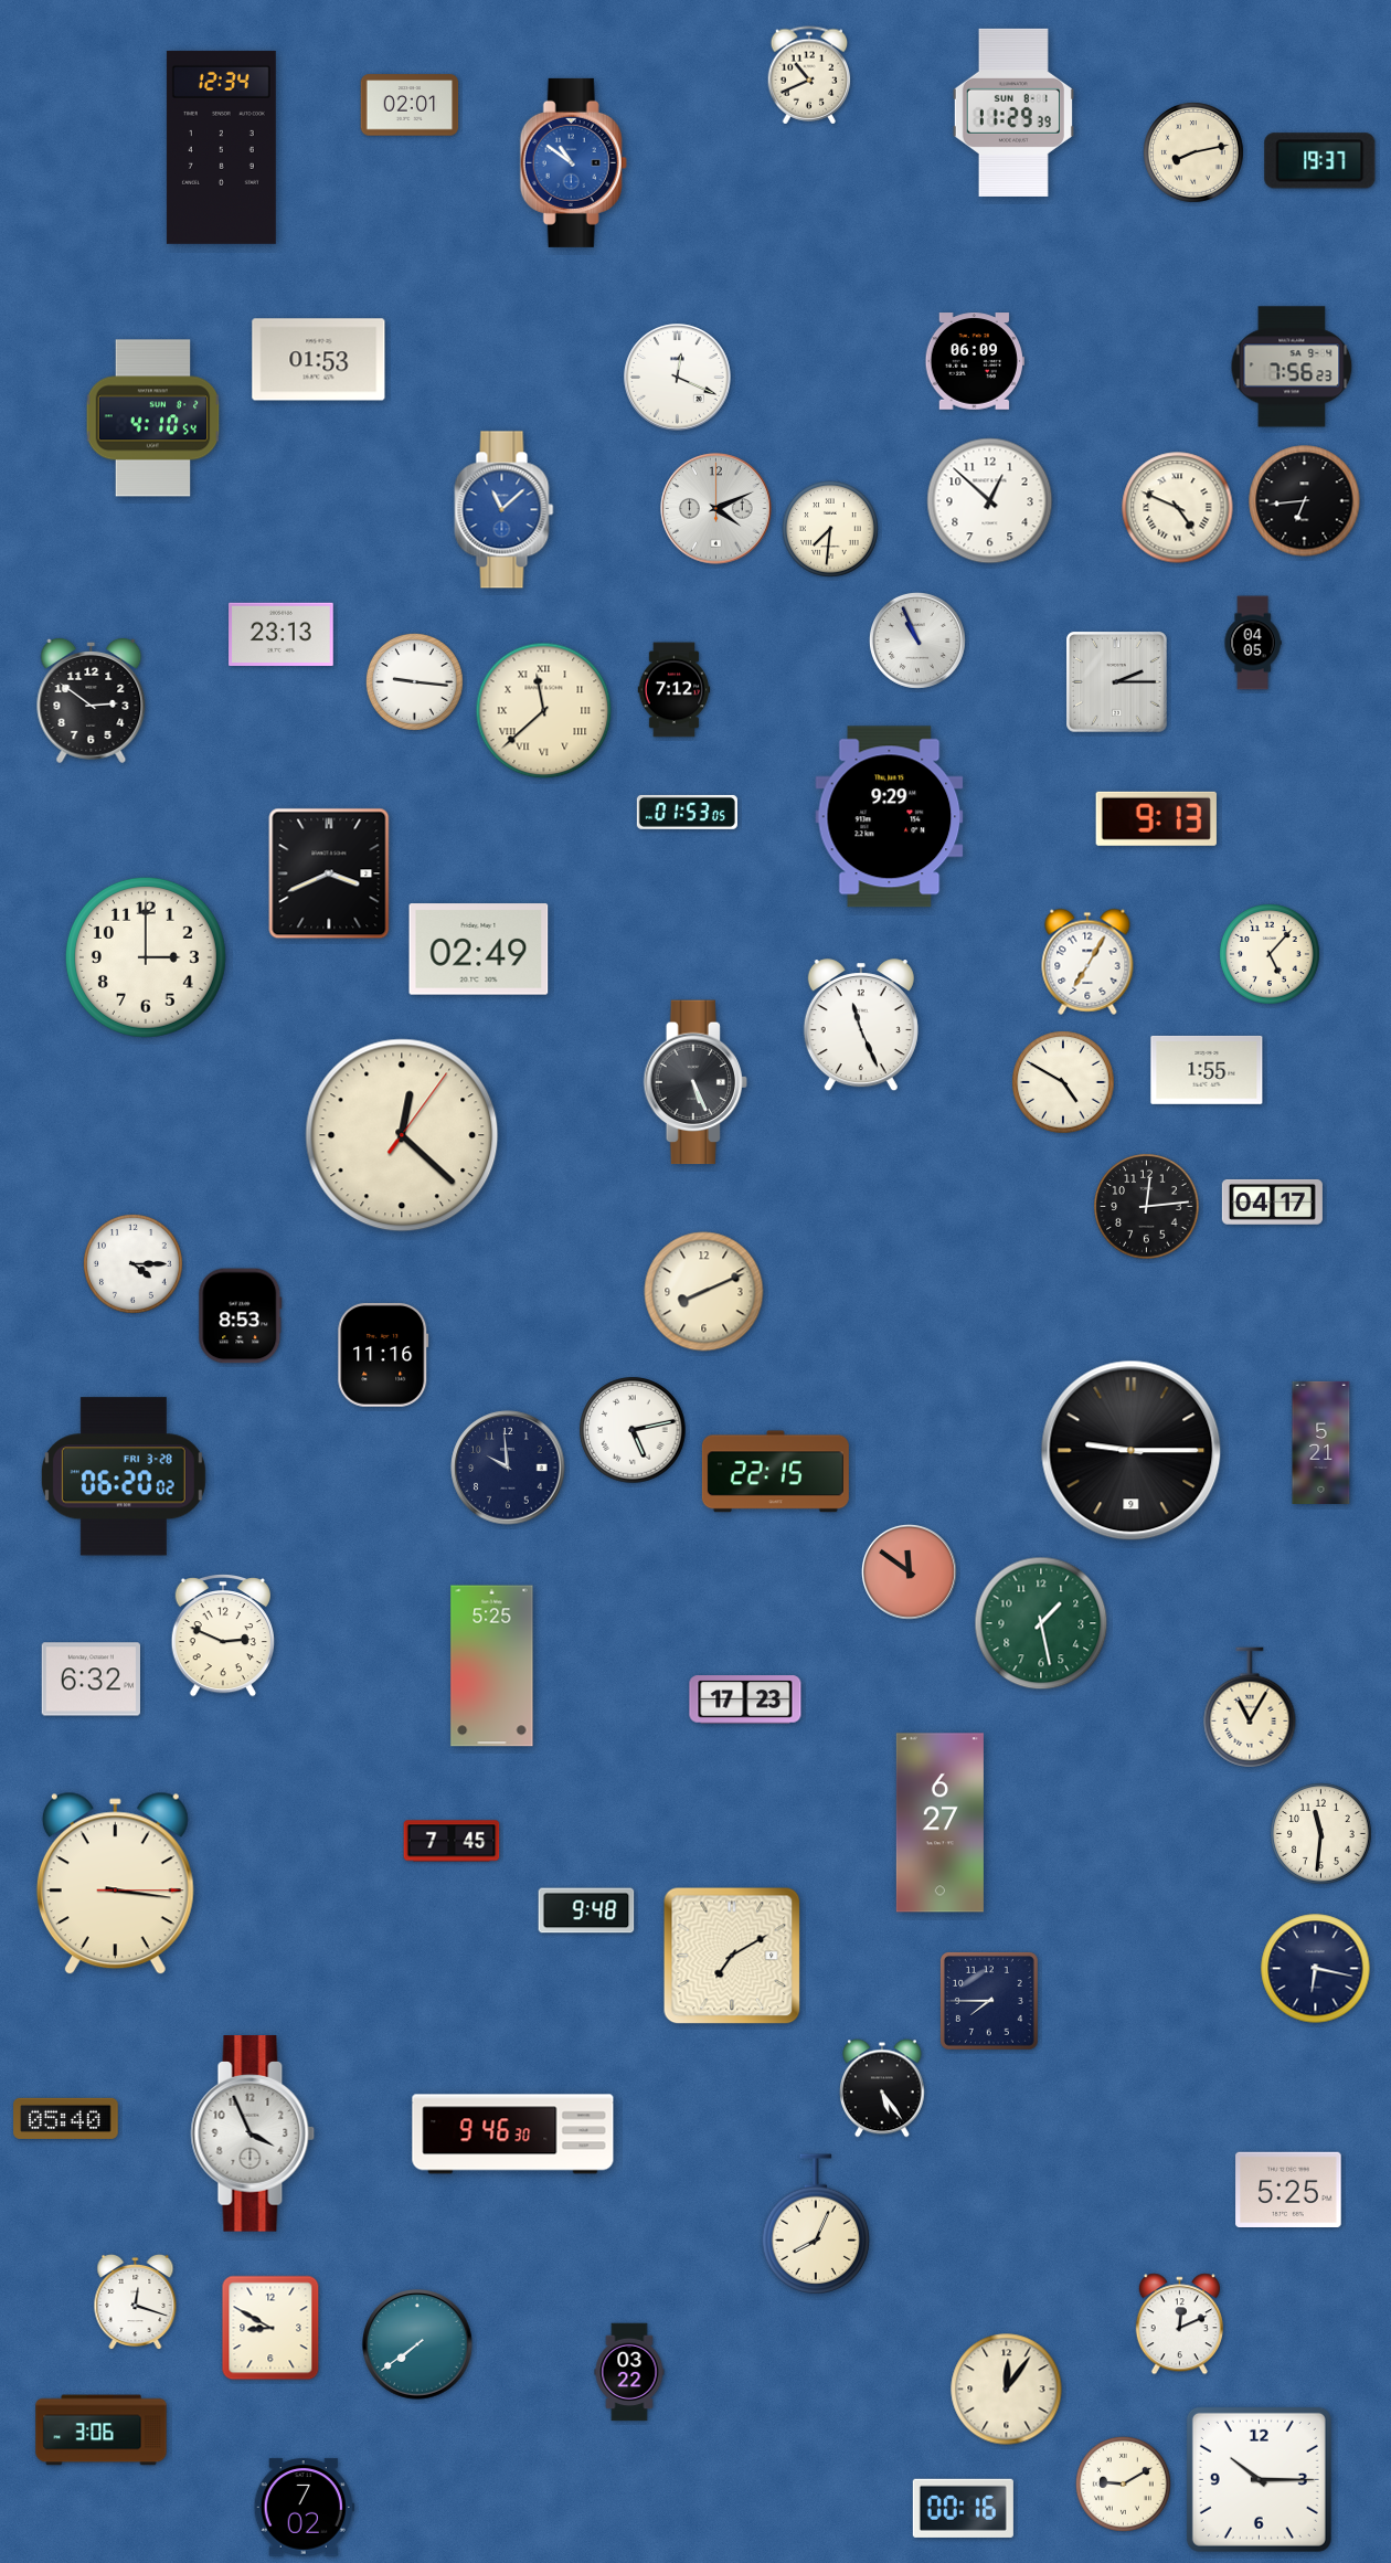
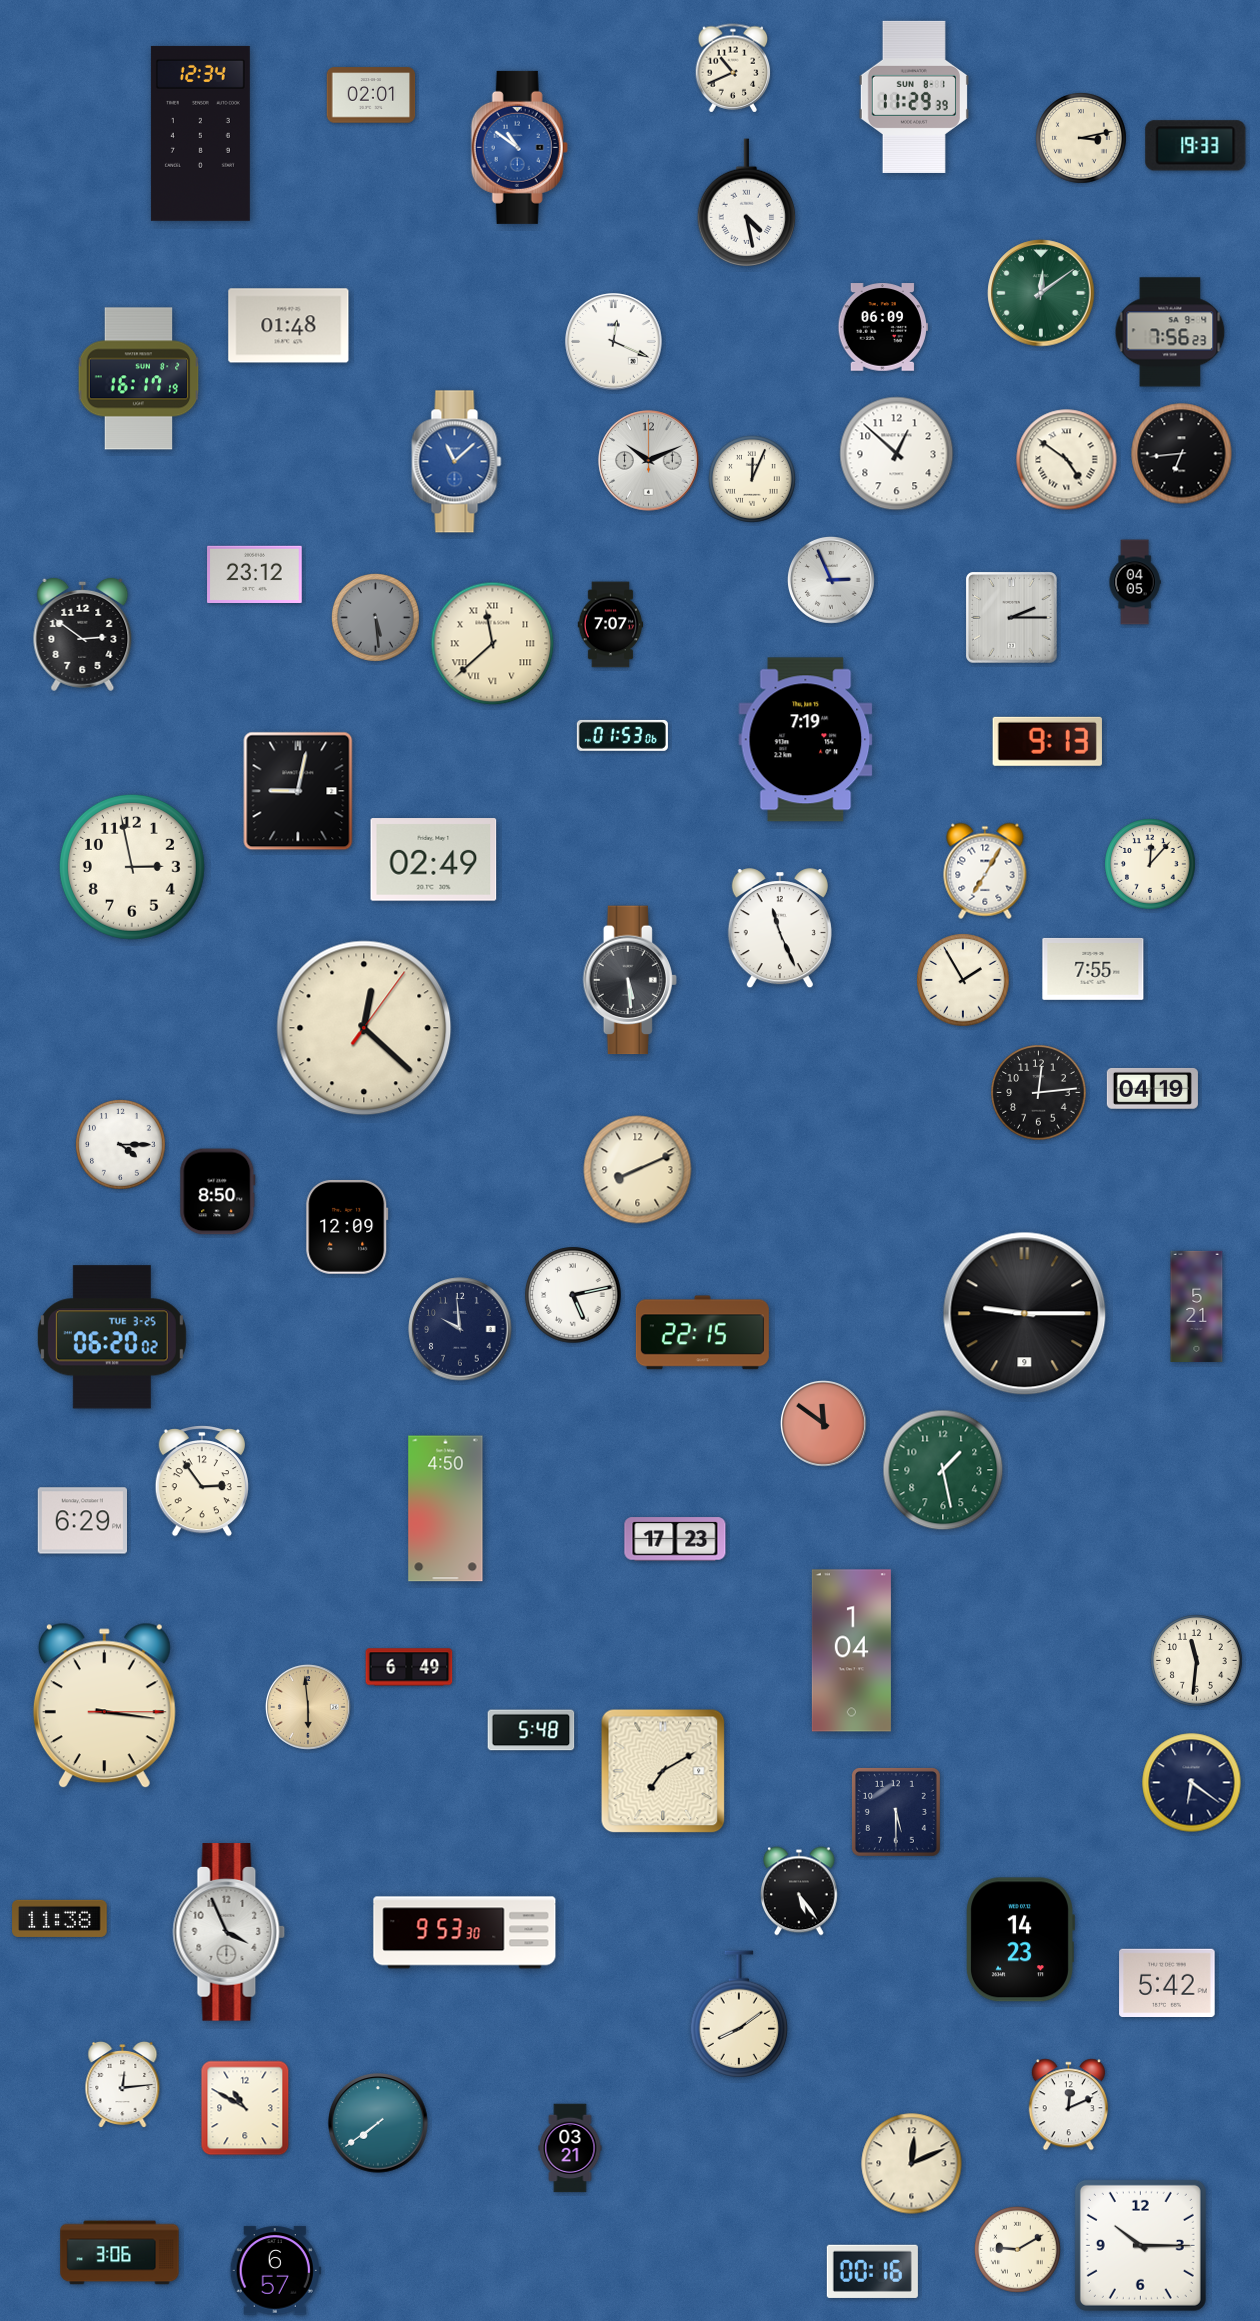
clock at (1013, 113) position: (1013, 113) -> (914, 97)
clock at (1193, 152): 8:13 -> 3:13
clock at (1320, 161): 19:37 -> 19:33
clock at (747, 203): none -> 4:28
clock at (1041, 293): none -> 12:09
clock at (319, 360): 01:53 -> 01:48
clock at (153, 419): 4:10 -> 16:17
clock at (1178, 508): 4:49 -> 4:51
clock at (716, 509): 4:11 -> 10:11
clock at (830, 529): 7:31 -> 12:04
clock at (282, 634): 23:13 -> 23:12
clock at (919, 642): 10:56 -> 2:56
clock at (414, 681): 9:16 -> 5:29
clock at (414, 681) dial: white -> grey
clock at (675, 690): 7:12 -> 7:07
clock at (687, 812): 01:53:05 -> 01:53:06
clock at (890, 817): 9:29 -> 7:19
clock at (329, 873): 3:41 -> 9:02
clock at (1270, 954): 5:07 -> 12:07
clock at (146, 957): 3:00 -> 2:58
clock at (1207, 1070): 1:55 -> 7:55
clock at (695, 1082): 5:26 -> 5:29
clock at (1063, 1082): 4:50 -> 1:55
clock at (1272, 1201): 04:17 -> 04:19
clock at (241, 1316): 8:53 -> 8:50
clock at (383, 1355): 11:16 -> 12:09
clock at (124, 1476) date: FRI 3-28 -> TUE 3-25
clock at (223, 1637): 2:49 -> 2:54
clock at (492, 1666): 5:25 -> 4:50
clock at (91, 1680): 6:32 -> 6:29
clock at (1250, 1707): 11:05 -> none
clock at (939, 1823): 6:27 -> 1:04
clock at (452, 1841): 7:45 -> 6:49
clock at (308, 1707): none -> 5:59
clock at (586, 1910): 9:48 -> 5:48
clock at (1316, 1969): 6:17 -> 6:21
clock at (989, 2001): 7:45 -> 5:30
clock at (66, 2118): 05:40 -> 11:38
clock at (513, 2135): 9:46 -> 9:53
clock at (1021, 1940): none -> 14:23
clock at (1288, 2189): 5:25 -> 5:42
clock at (816, 2224): 8:04 -> 8:09
clock at (136, 2302): 12:18 -> 12:14
clock at (270, 2328): 8:50 -> 10:50
clock at (629, 2372): 03:22 -> 03:21
clock at (1007, 2390): 12:06 -> 12:11
clock at (102, 2430) position: (102, 2430) -> (120, 2253)
clock at (304, 2508): 7:02 -> 6:57
